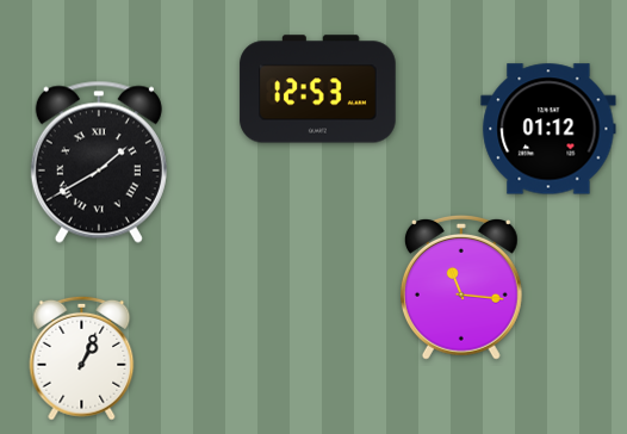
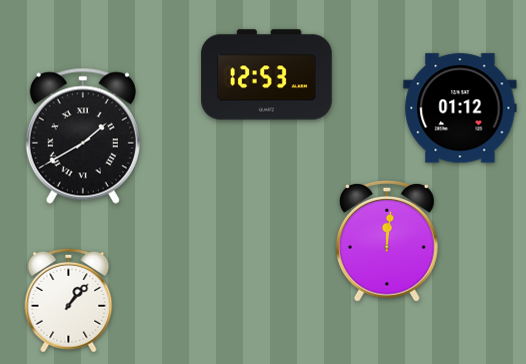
clock at (461, 287): 11:16 -> 12:01
clock at (82, 358): 1:04 -> 1:07
